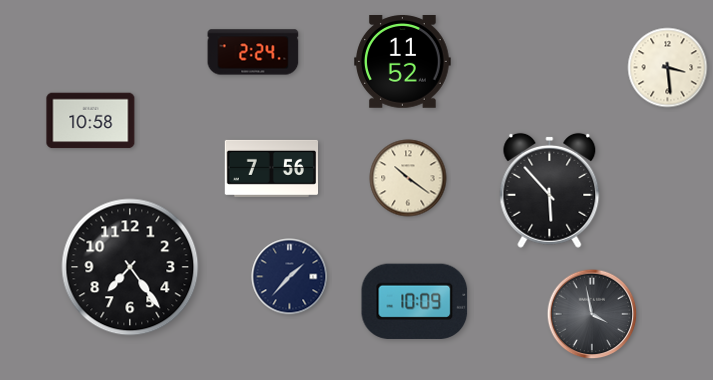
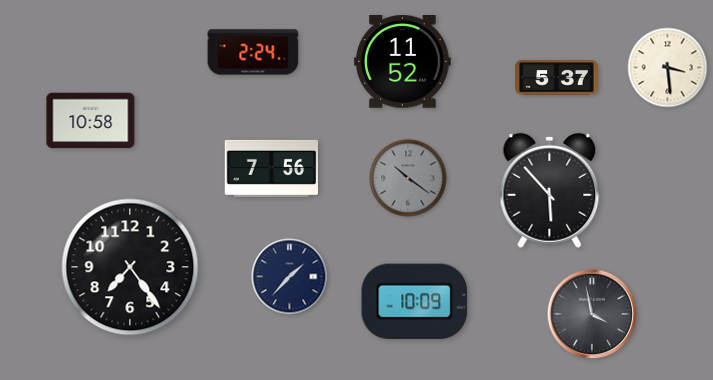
clock at (557, 78): none -> 5:37
clock at (408, 178) dial: cream -> grey
